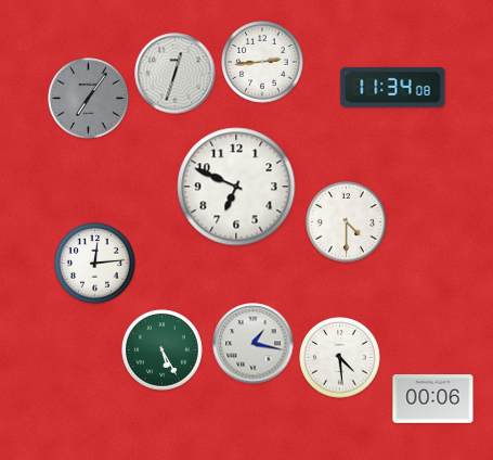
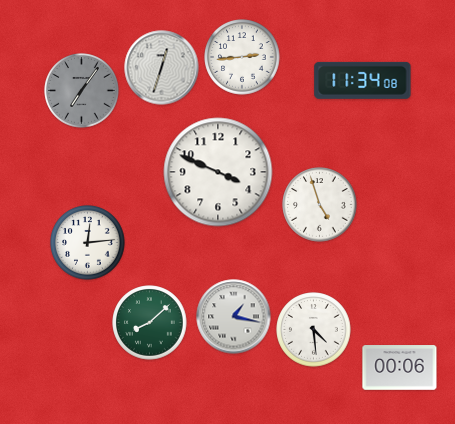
clock at (236, 187): 6:49 -> 3:49
clock at (347, 222): 4:30 -> 4:57
clock at (163, 350): 5:25 -> 8:08
